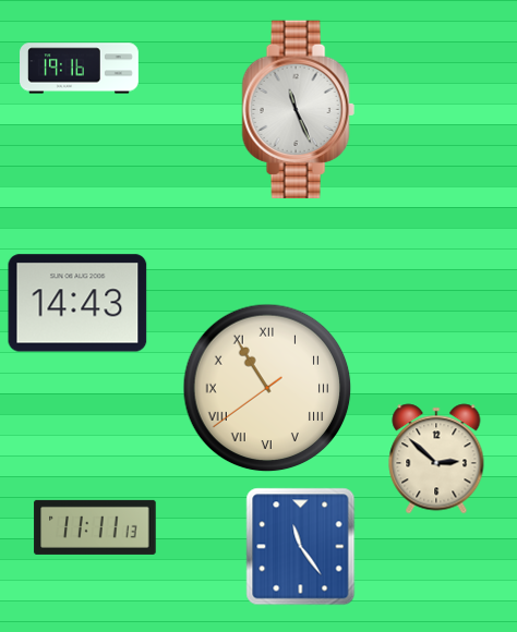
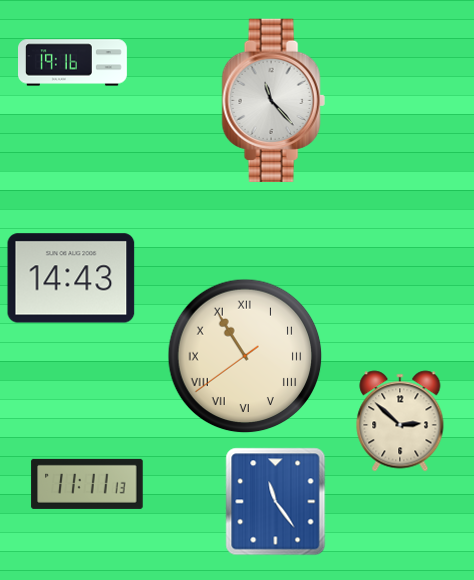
clock at (298, 109): 11:26 -> 11:23
